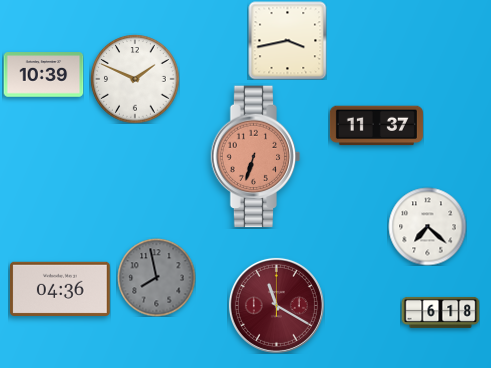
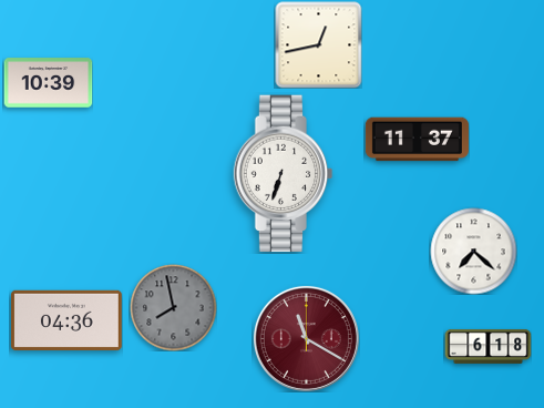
clock at (287, 40): 3:43 -> 12:43
clock at (135, 79): 1:49 -> none
clock at (256, 157) dial: salmon -> white
